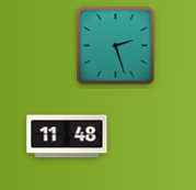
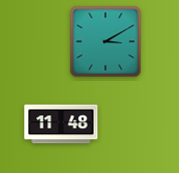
clock at (116, 46): 2:27 -> 3:10
